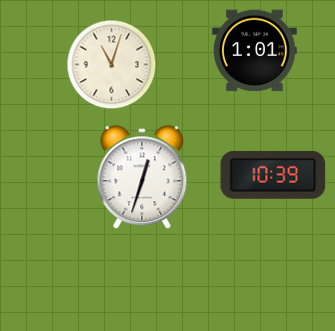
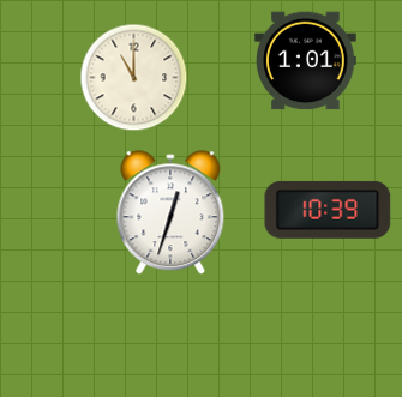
clock at (112, 65): 11:03 -> 11:00
